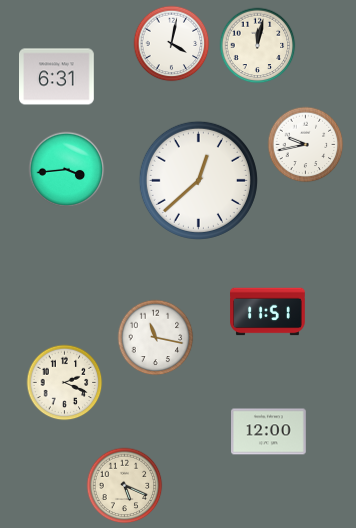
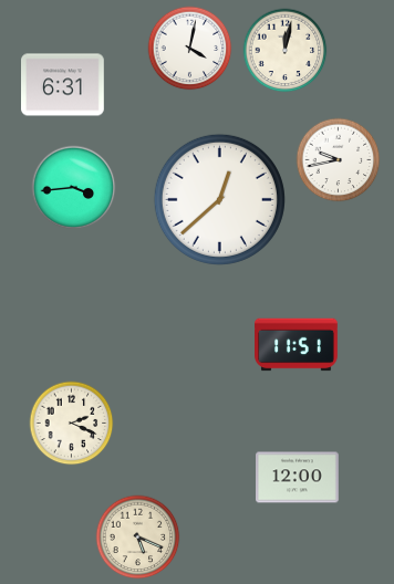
clock at (156, 338): 11:17 -> none
